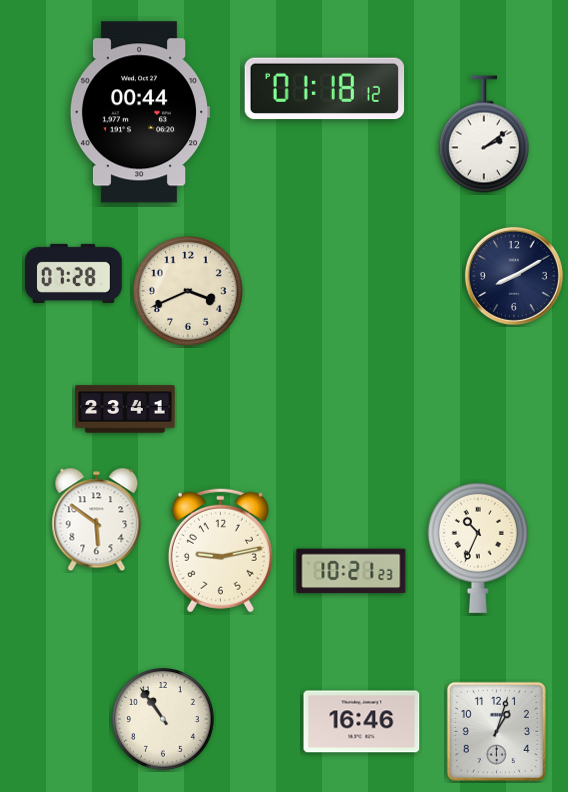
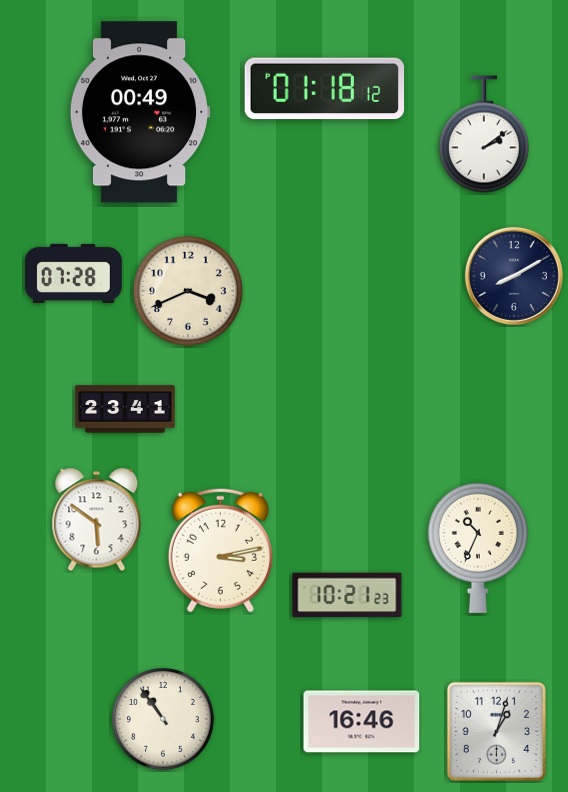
clock at (140, 112): 00:44 -> 00:49
clock at (220, 550): 9:13 -> 3:13
clock at (351, 571) position: (351, 571) -> (347, 595)
